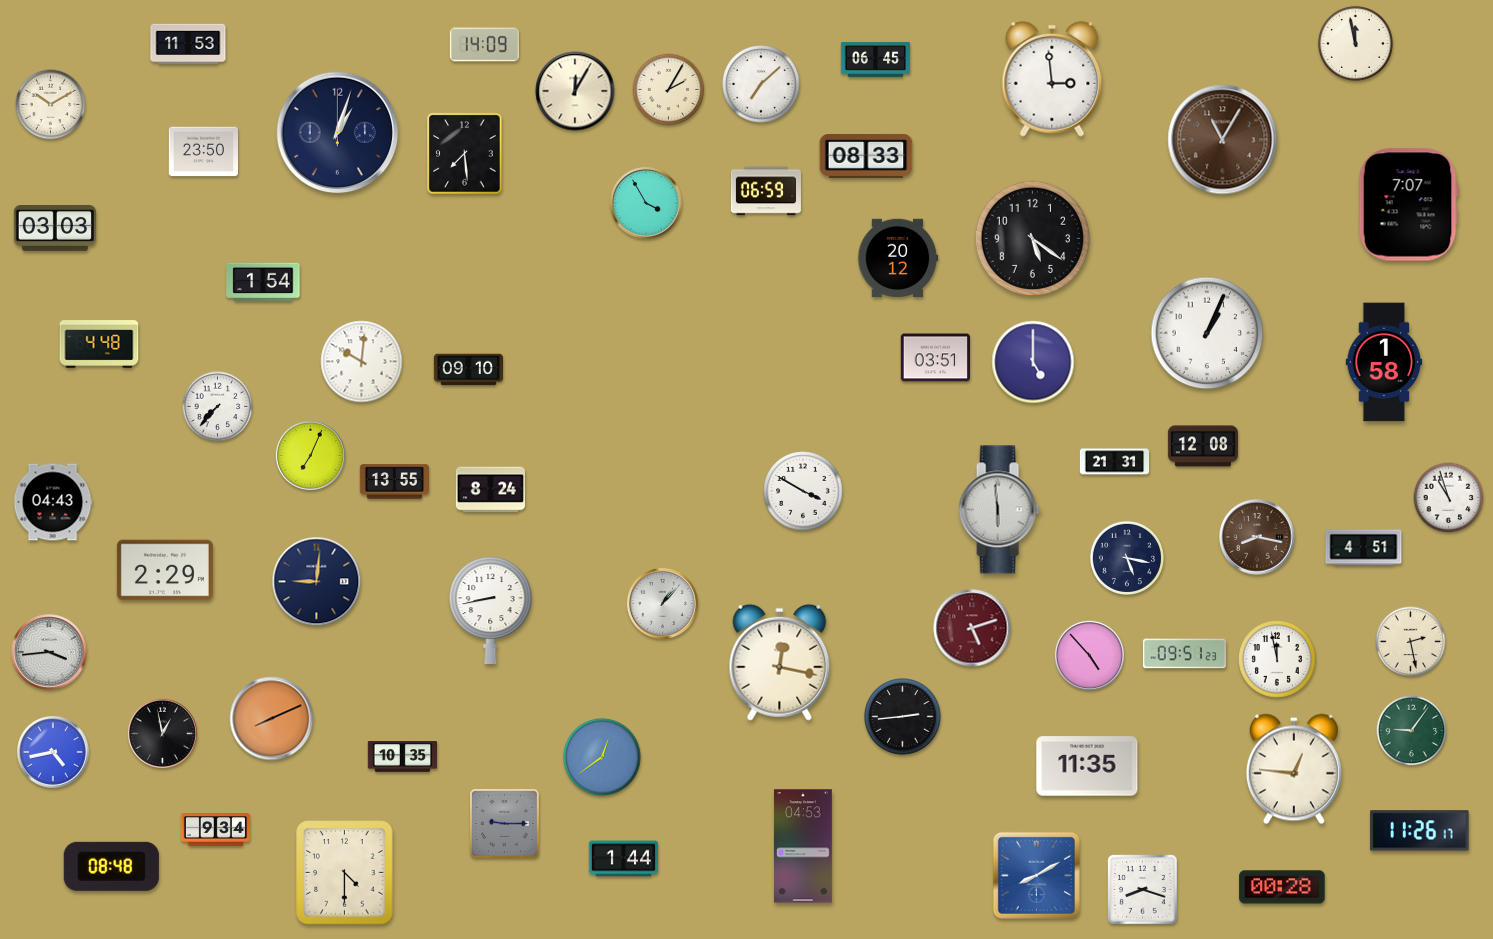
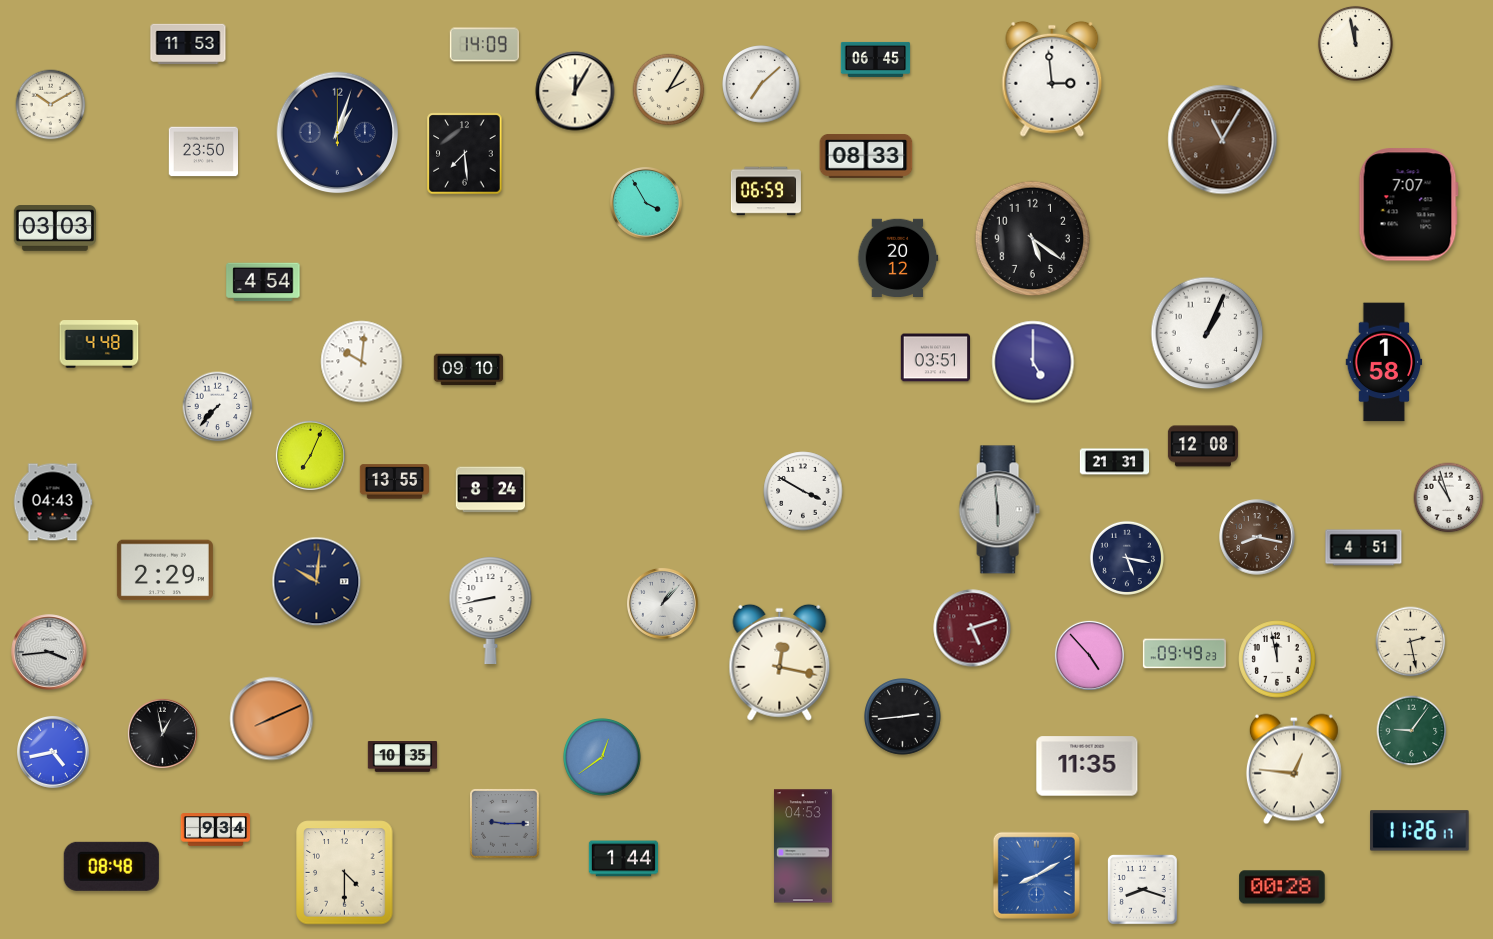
clock at (263, 282): 1:54 -> 4:54
clock at (317, 582): 9:01 -> 10:01
clock at (1184, 654): 09:51 -> 09:49
